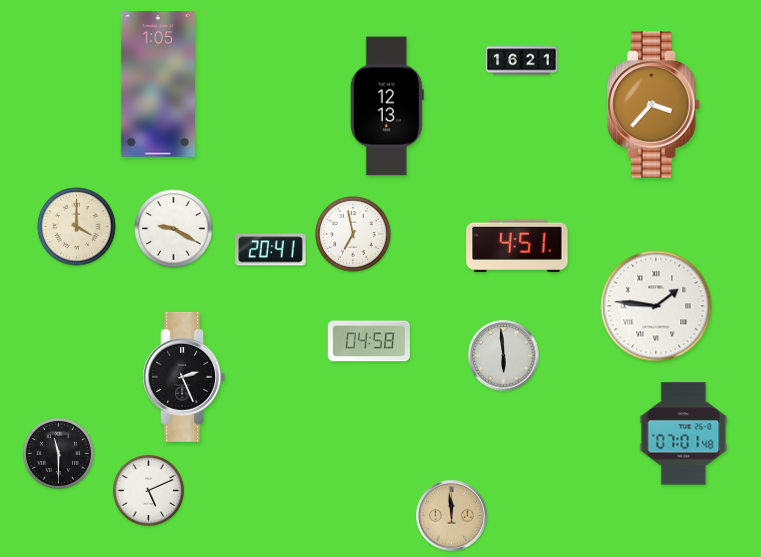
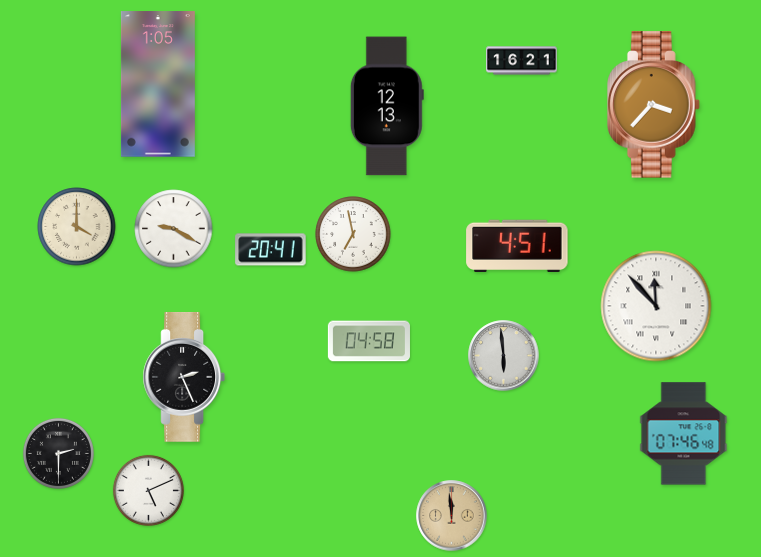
clock at (656, 306): 1:46 -> 11:53
clock at (684, 434): 07:01 -> 07:46
clock at (58, 453): 11:30 -> 2:30
